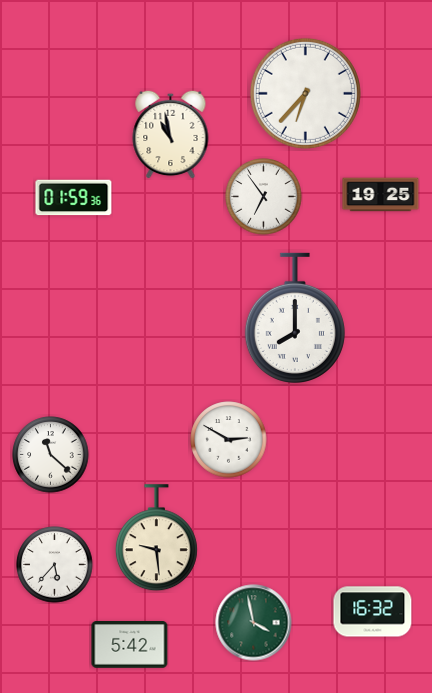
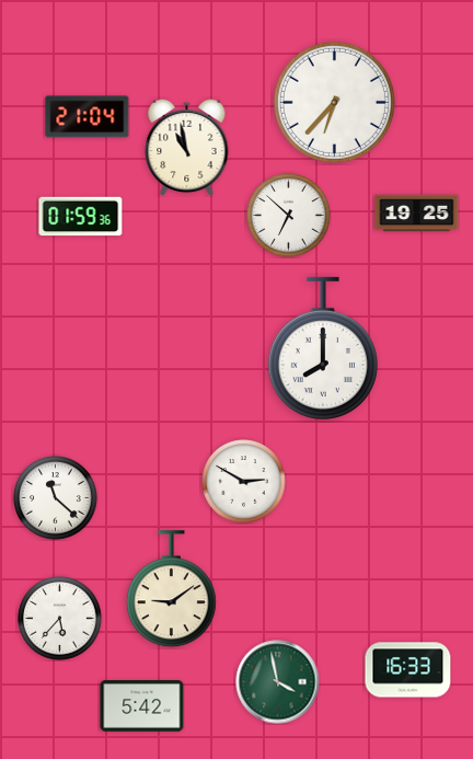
clock at (88, 117): none -> 21:04
clock at (264, 197): 6:54 -> 6:52
clock at (229, 440) position: (229, 440) -> (244, 482)
clock at (156, 538): 9:29 -> 9:09
clock at (373, 612): 16:32 -> 16:33
